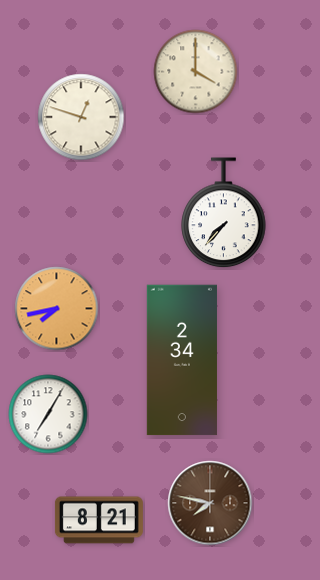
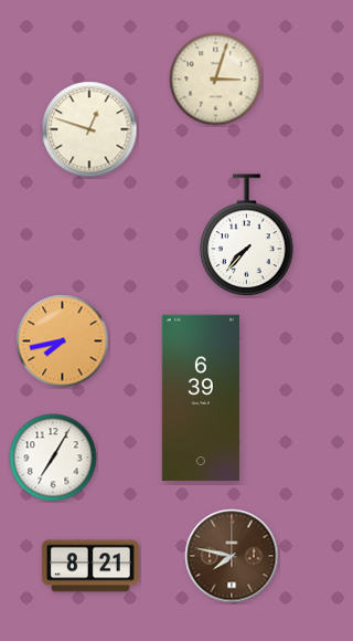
clock at (196, 72): 4:00 -> 3:03
clock at (182, 360): 2:34 -> 6:39
clock at (99, 520) position: (99, 520) -> (90, 566)
